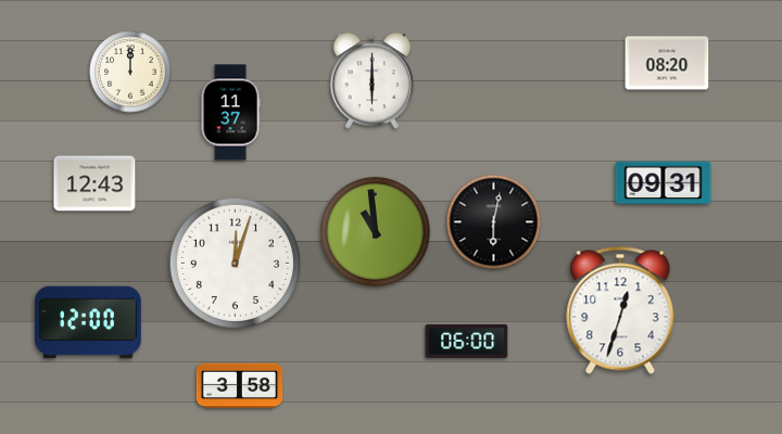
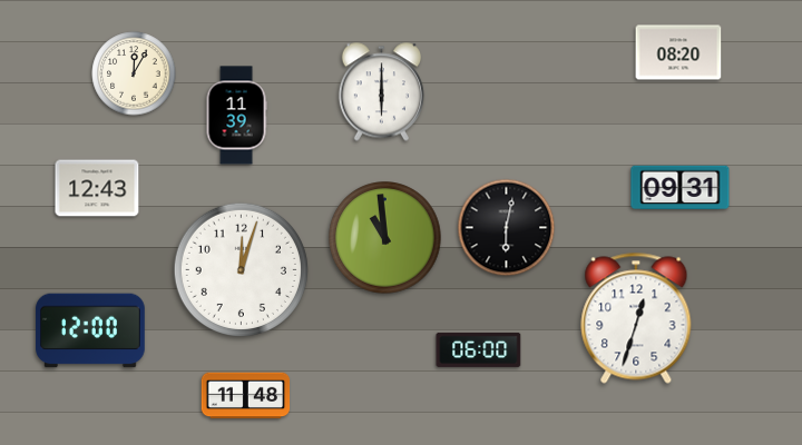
clock at (667, 63) position: (667, 63) -> (678, 52)
clock at (130, 72): 12:00 -> 12:05
clock at (371, 81) position: (371, 81) -> (381, 92)
clock at (230, 113): 11:37 -> 11:39
clock at (240, 386): 3:58 -> 11:48
